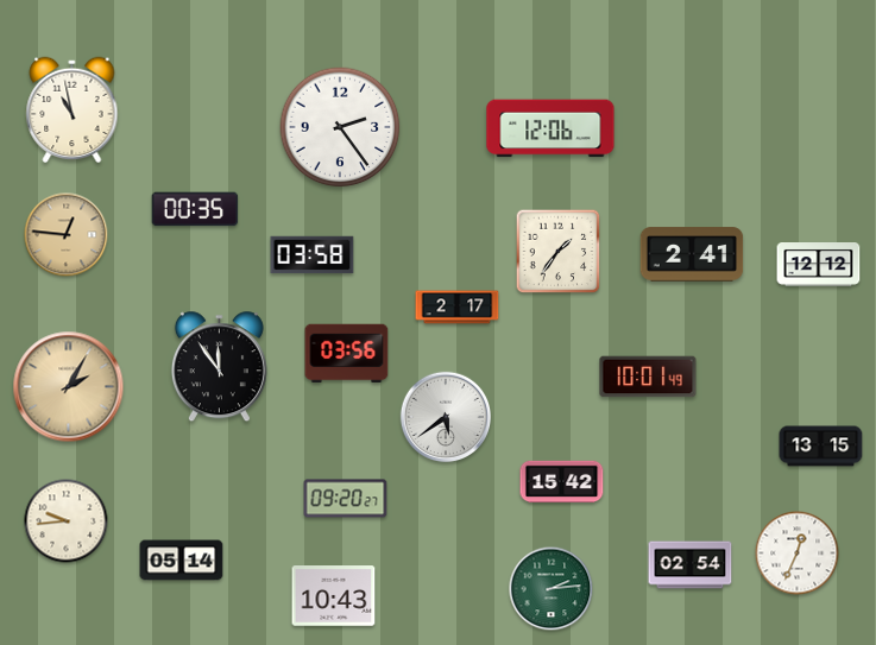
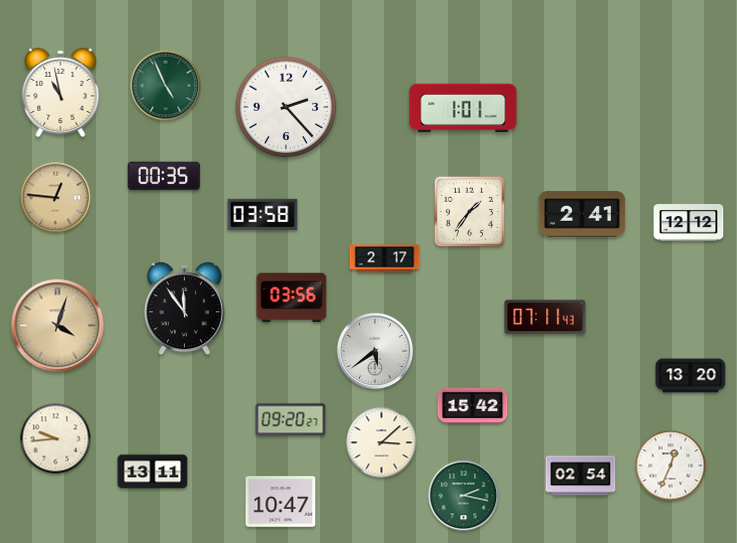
clock at (166, 86): none -> 4:56
clock at (340, 127): 2:24 -> 2:23
clock at (550, 128): 12:06 -> 1:01
clock at (648, 377): 10:01 -> 07:11
clock at (69, 387): 2:05 -> 4:03
clock at (821, 447): 13:15 -> 13:20
clock at (382, 443): none -> 3:08
clock at (182, 561): 05:14 -> 13:11
clock at (552, 589): 2:14 -> 2:17
clock at (334, 596): 10:43 -> 10:47
